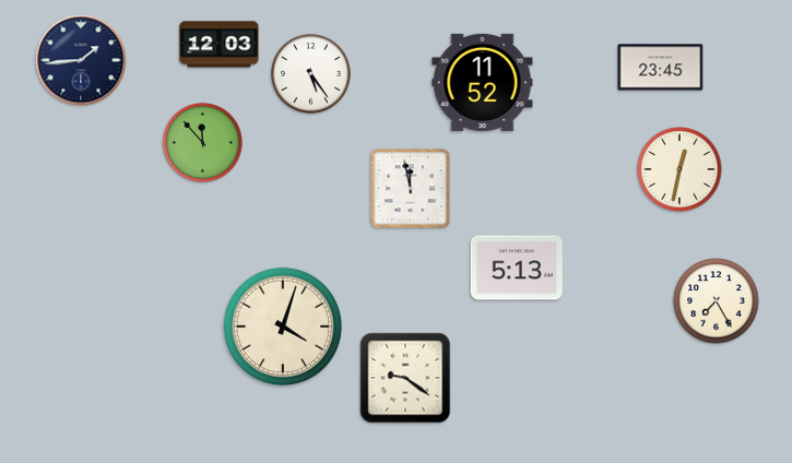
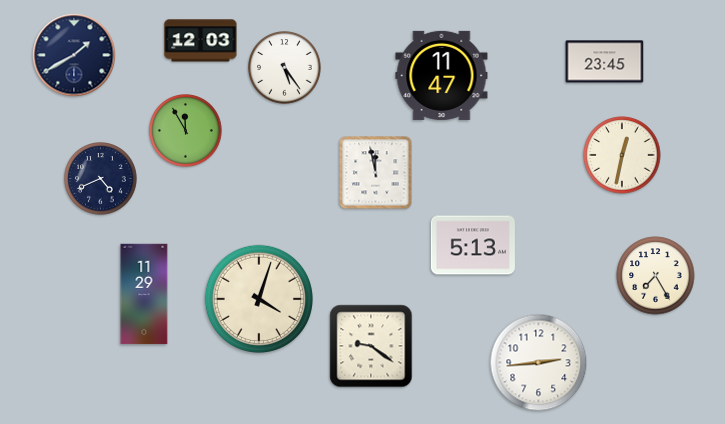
clock at (81, 60): 1:44 -> 1:40
clock at (483, 82): 11:52 -> 11:47
clock at (203, 143): 11:53 -> 11:55
clock at (101, 179): none -> 4:41
clock at (144, 294): none -> 11:29
clock at (539, 363): none -> 2:44
